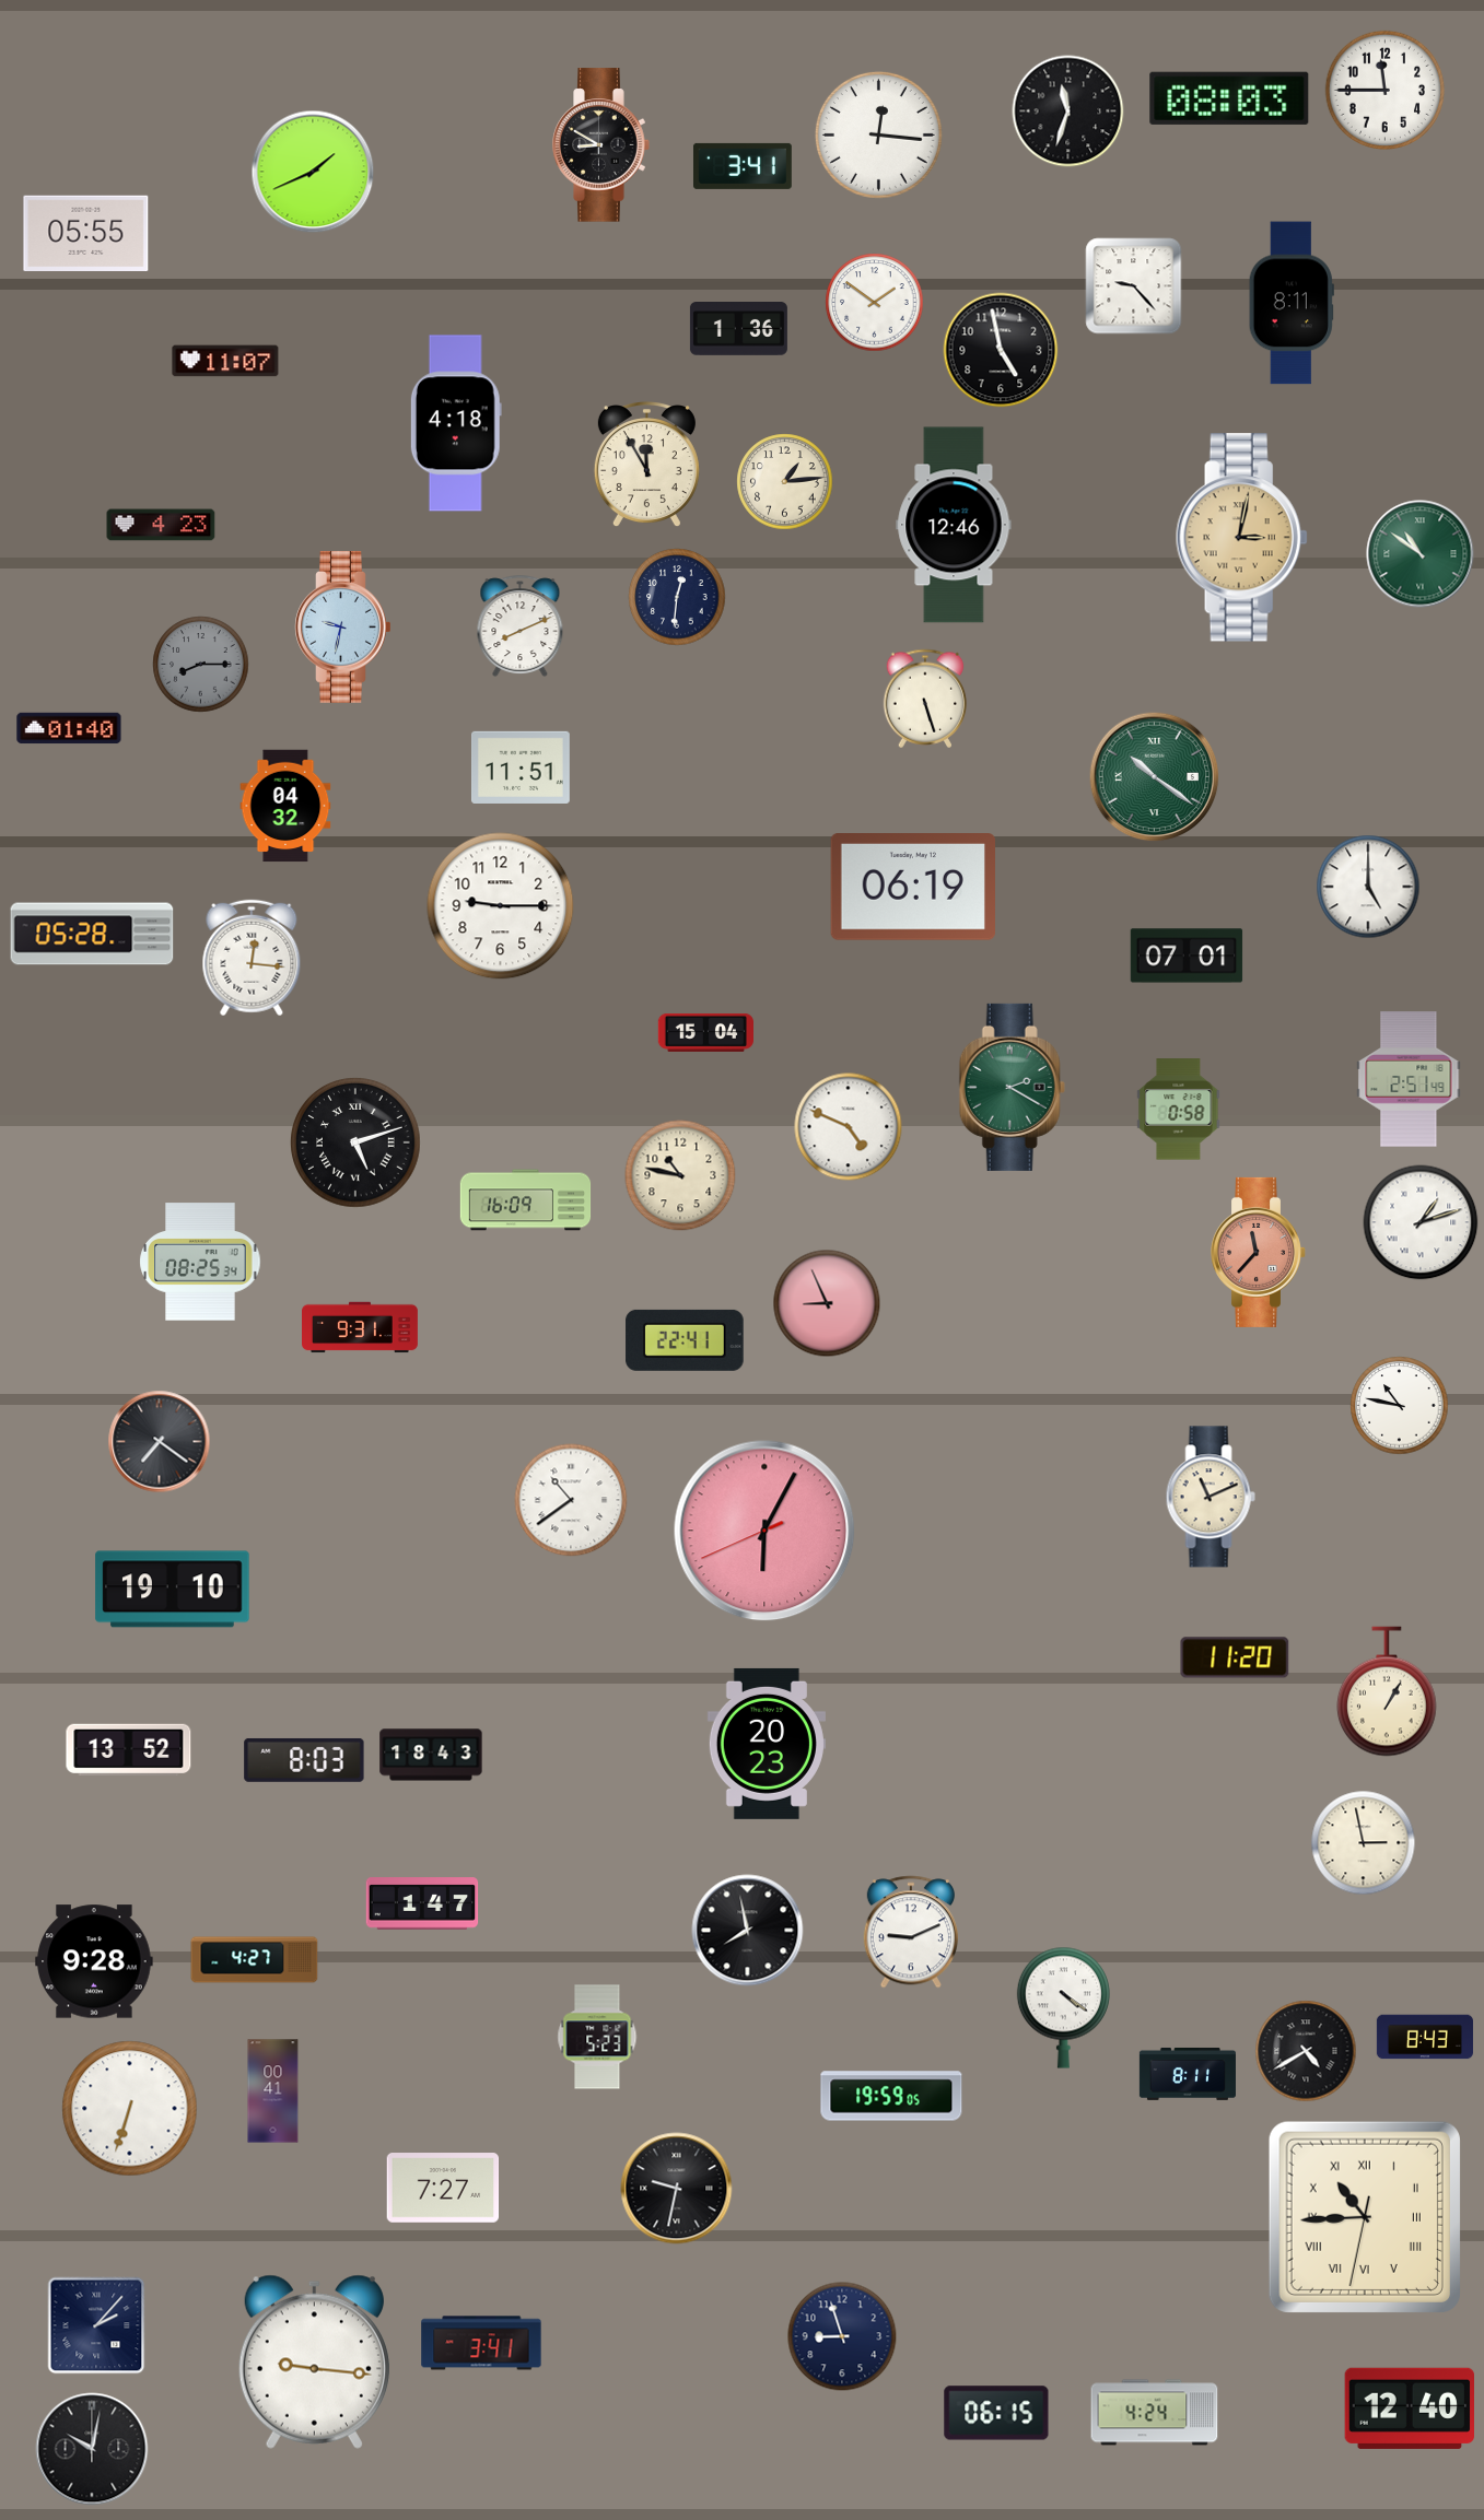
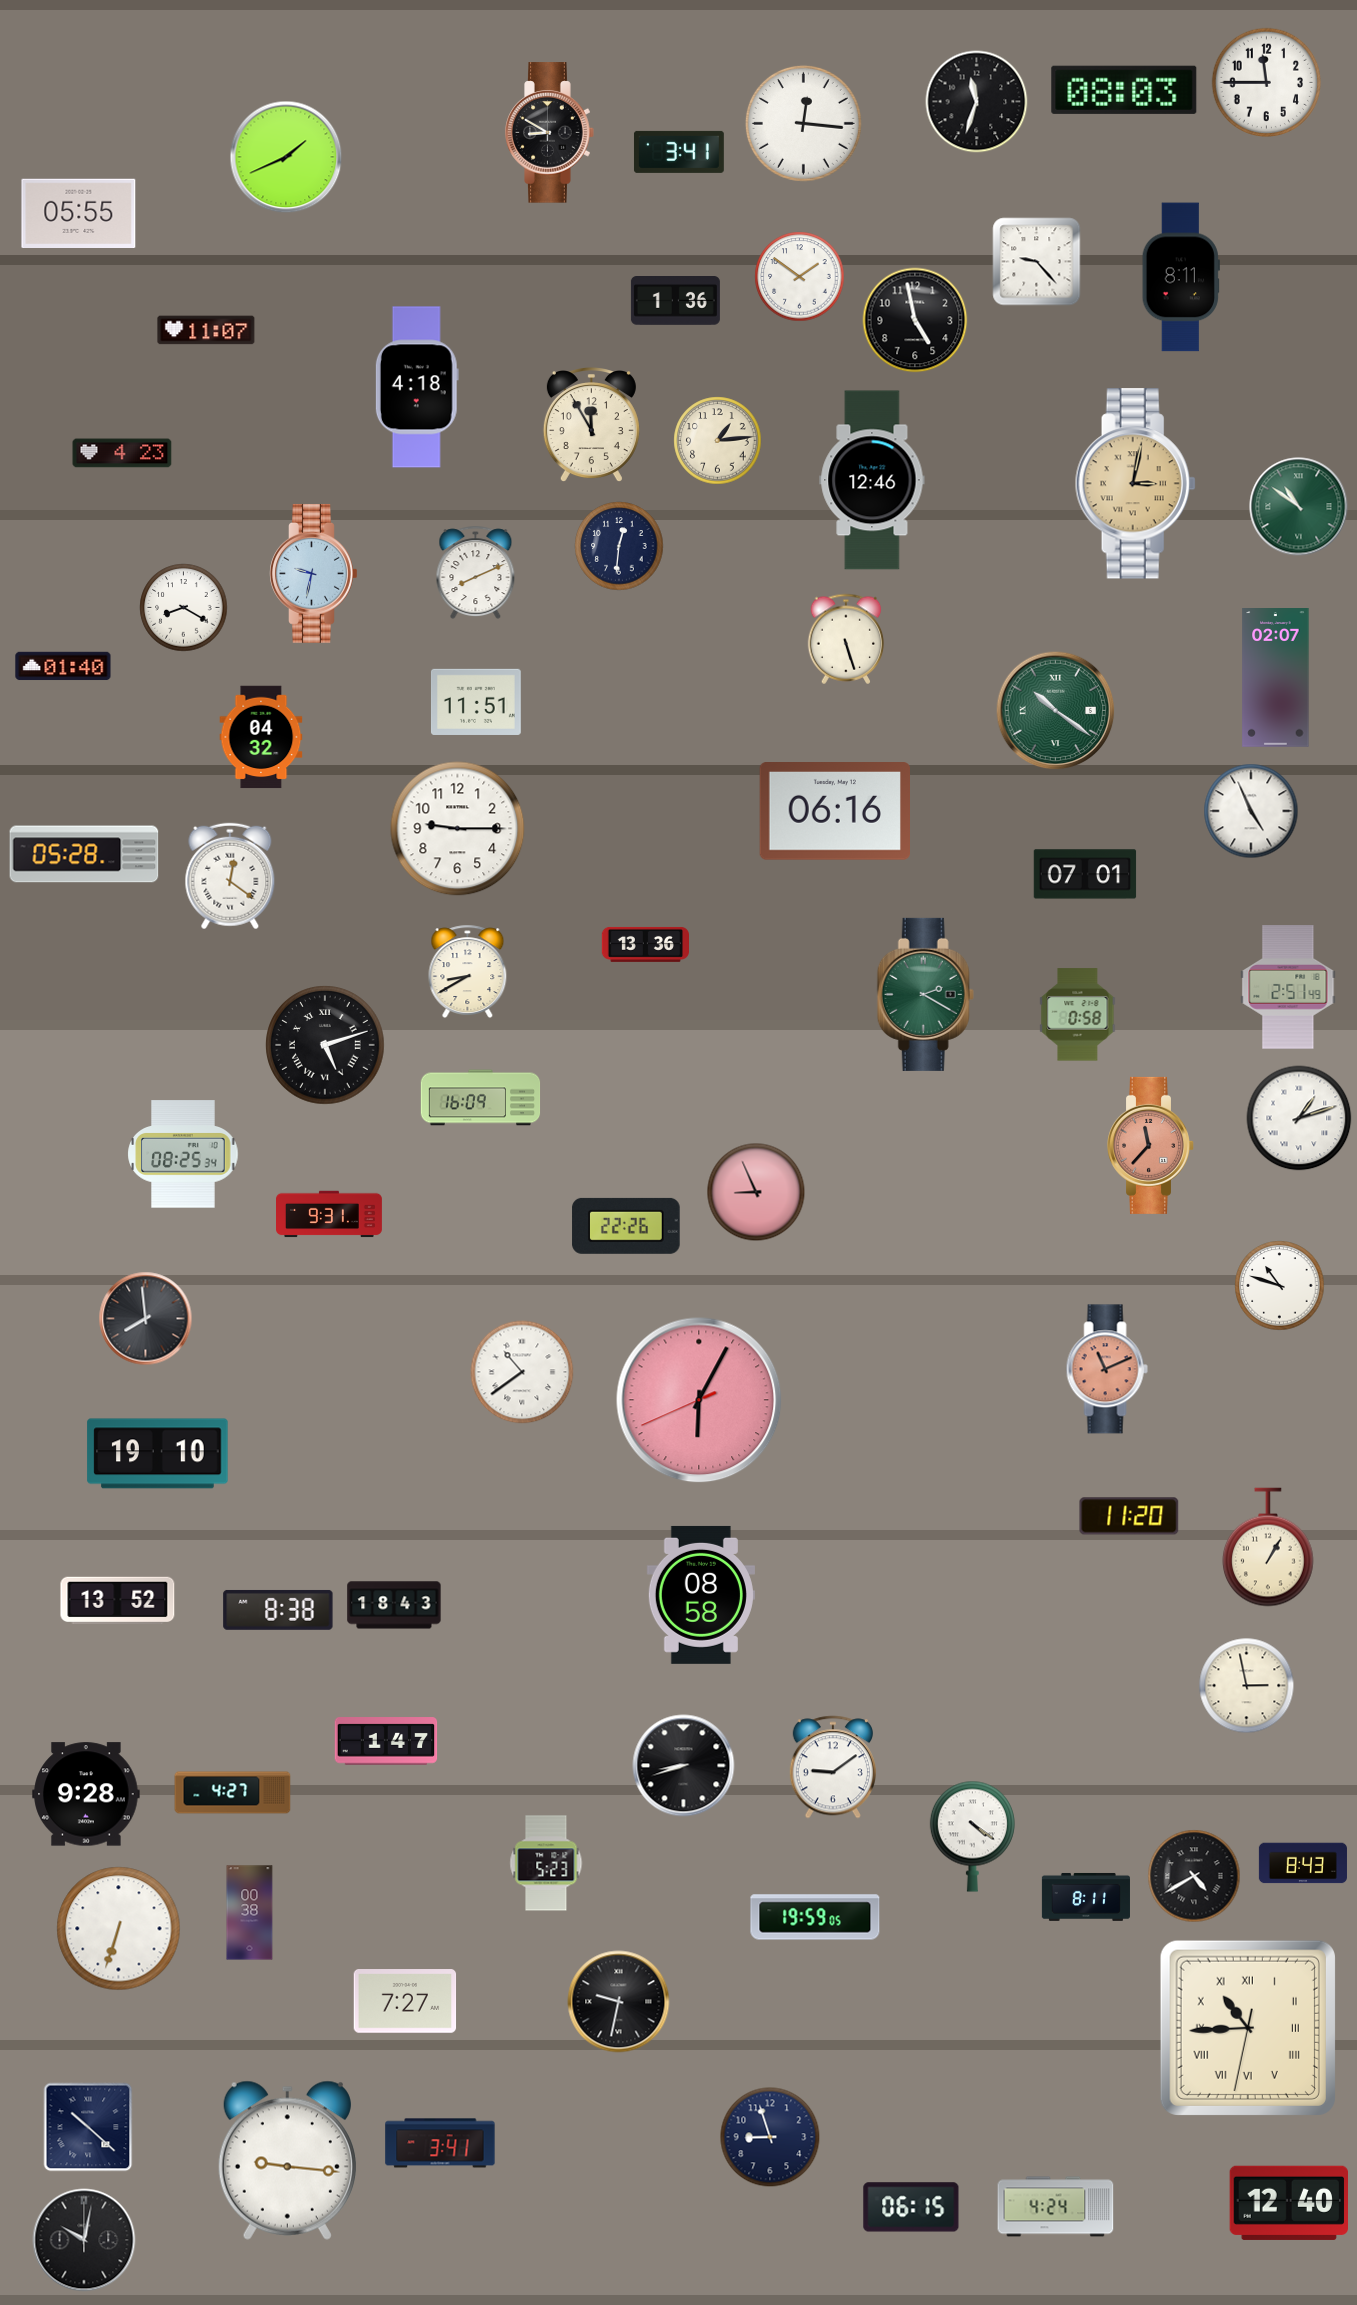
clock at (161, 525) position: (161, 525) -> (122, 453)
clock at (1241, 538) position: (1241, 538) -> (1135, 484)
clock at (201, 665): 8:15 -> 8:20
clock at (201, 665) dial: grey -> white
clock at (1276, 678): none -> 02:07
clock at (912, 887): 06:19 -> 06:16
clock at (1368, 887): 5:00 -> 4:56
clock at (252, 958): 12:16 -> 12:21
clock at (705, 1032): 15:04 -> 13:36
clock at (468, 972): none -> 8:40
clock at (849, 1127): 4:49 -> none
clock at (680, 1175): 10:47 -> none
clock at (685, 1340): 22:41 -> 22:26
clock at (1400, 1406): 10:47 -> 10:48
clock at (160, 1442): 7:21 -> 7:59
clock at (1211, 1497) dial: cream -> salmon
clock at (767, 1744): 20:23 -> 08:58
clock at (304, 1760): 8:03 -> 8:38
clock at (748, 1931): 7:58 -> 8:42
clock at (911, 1932): 9:11 -> 9:09
clock at (273, 2091): 00:41 -> 00:38
clock at (96, 2325): 2:07 -> 10:22
